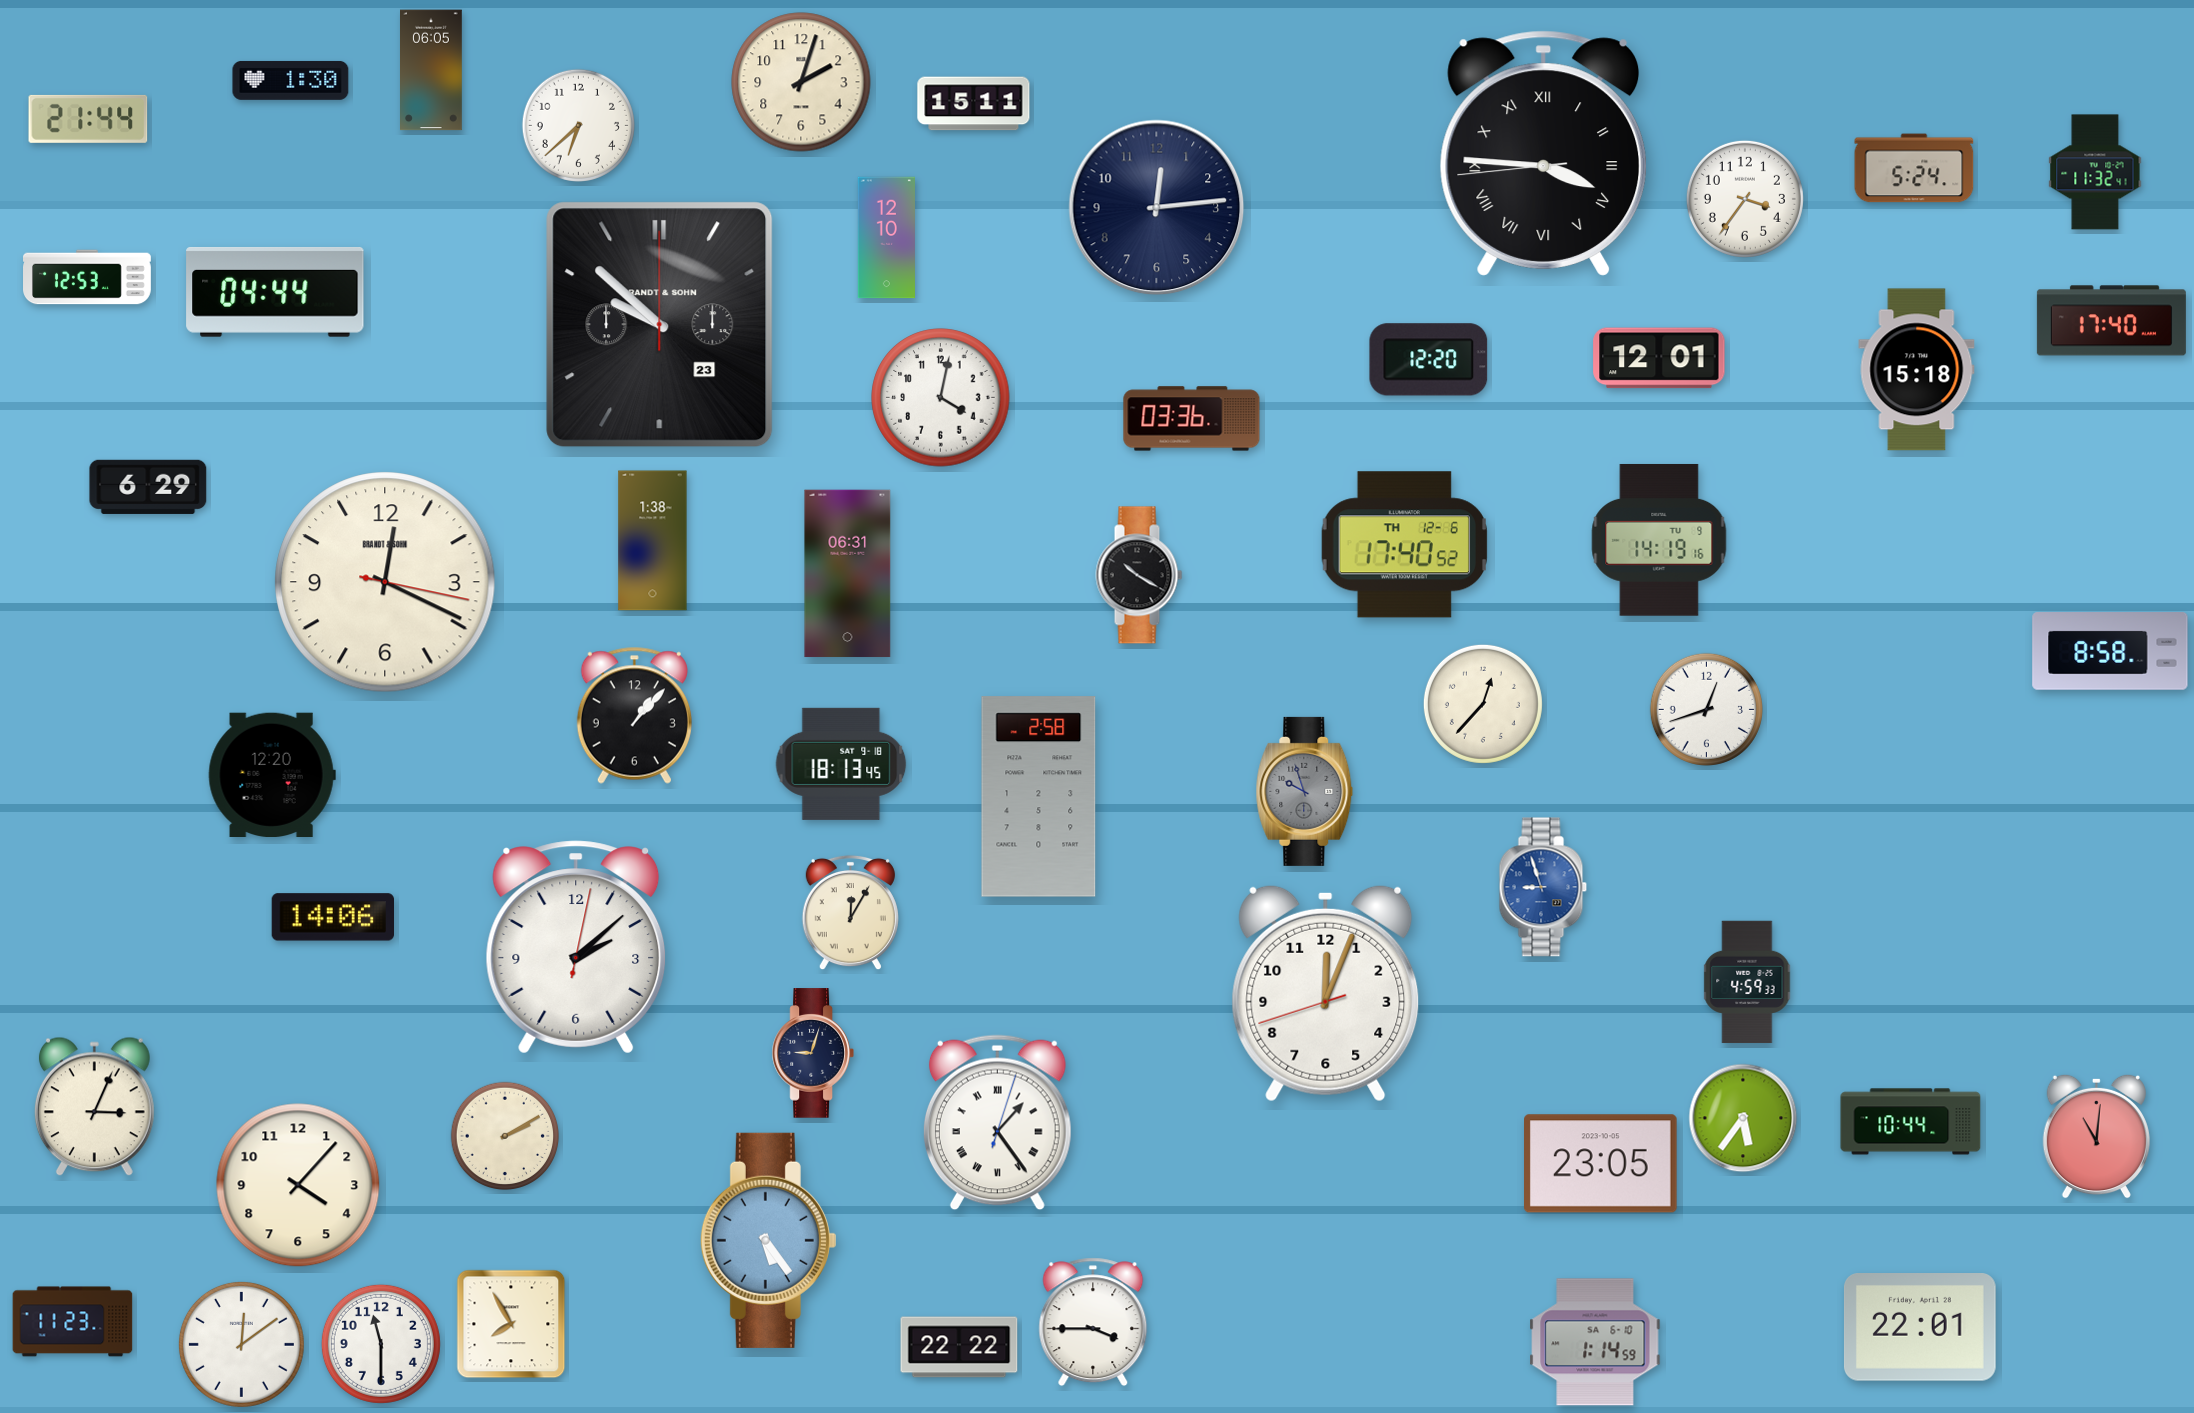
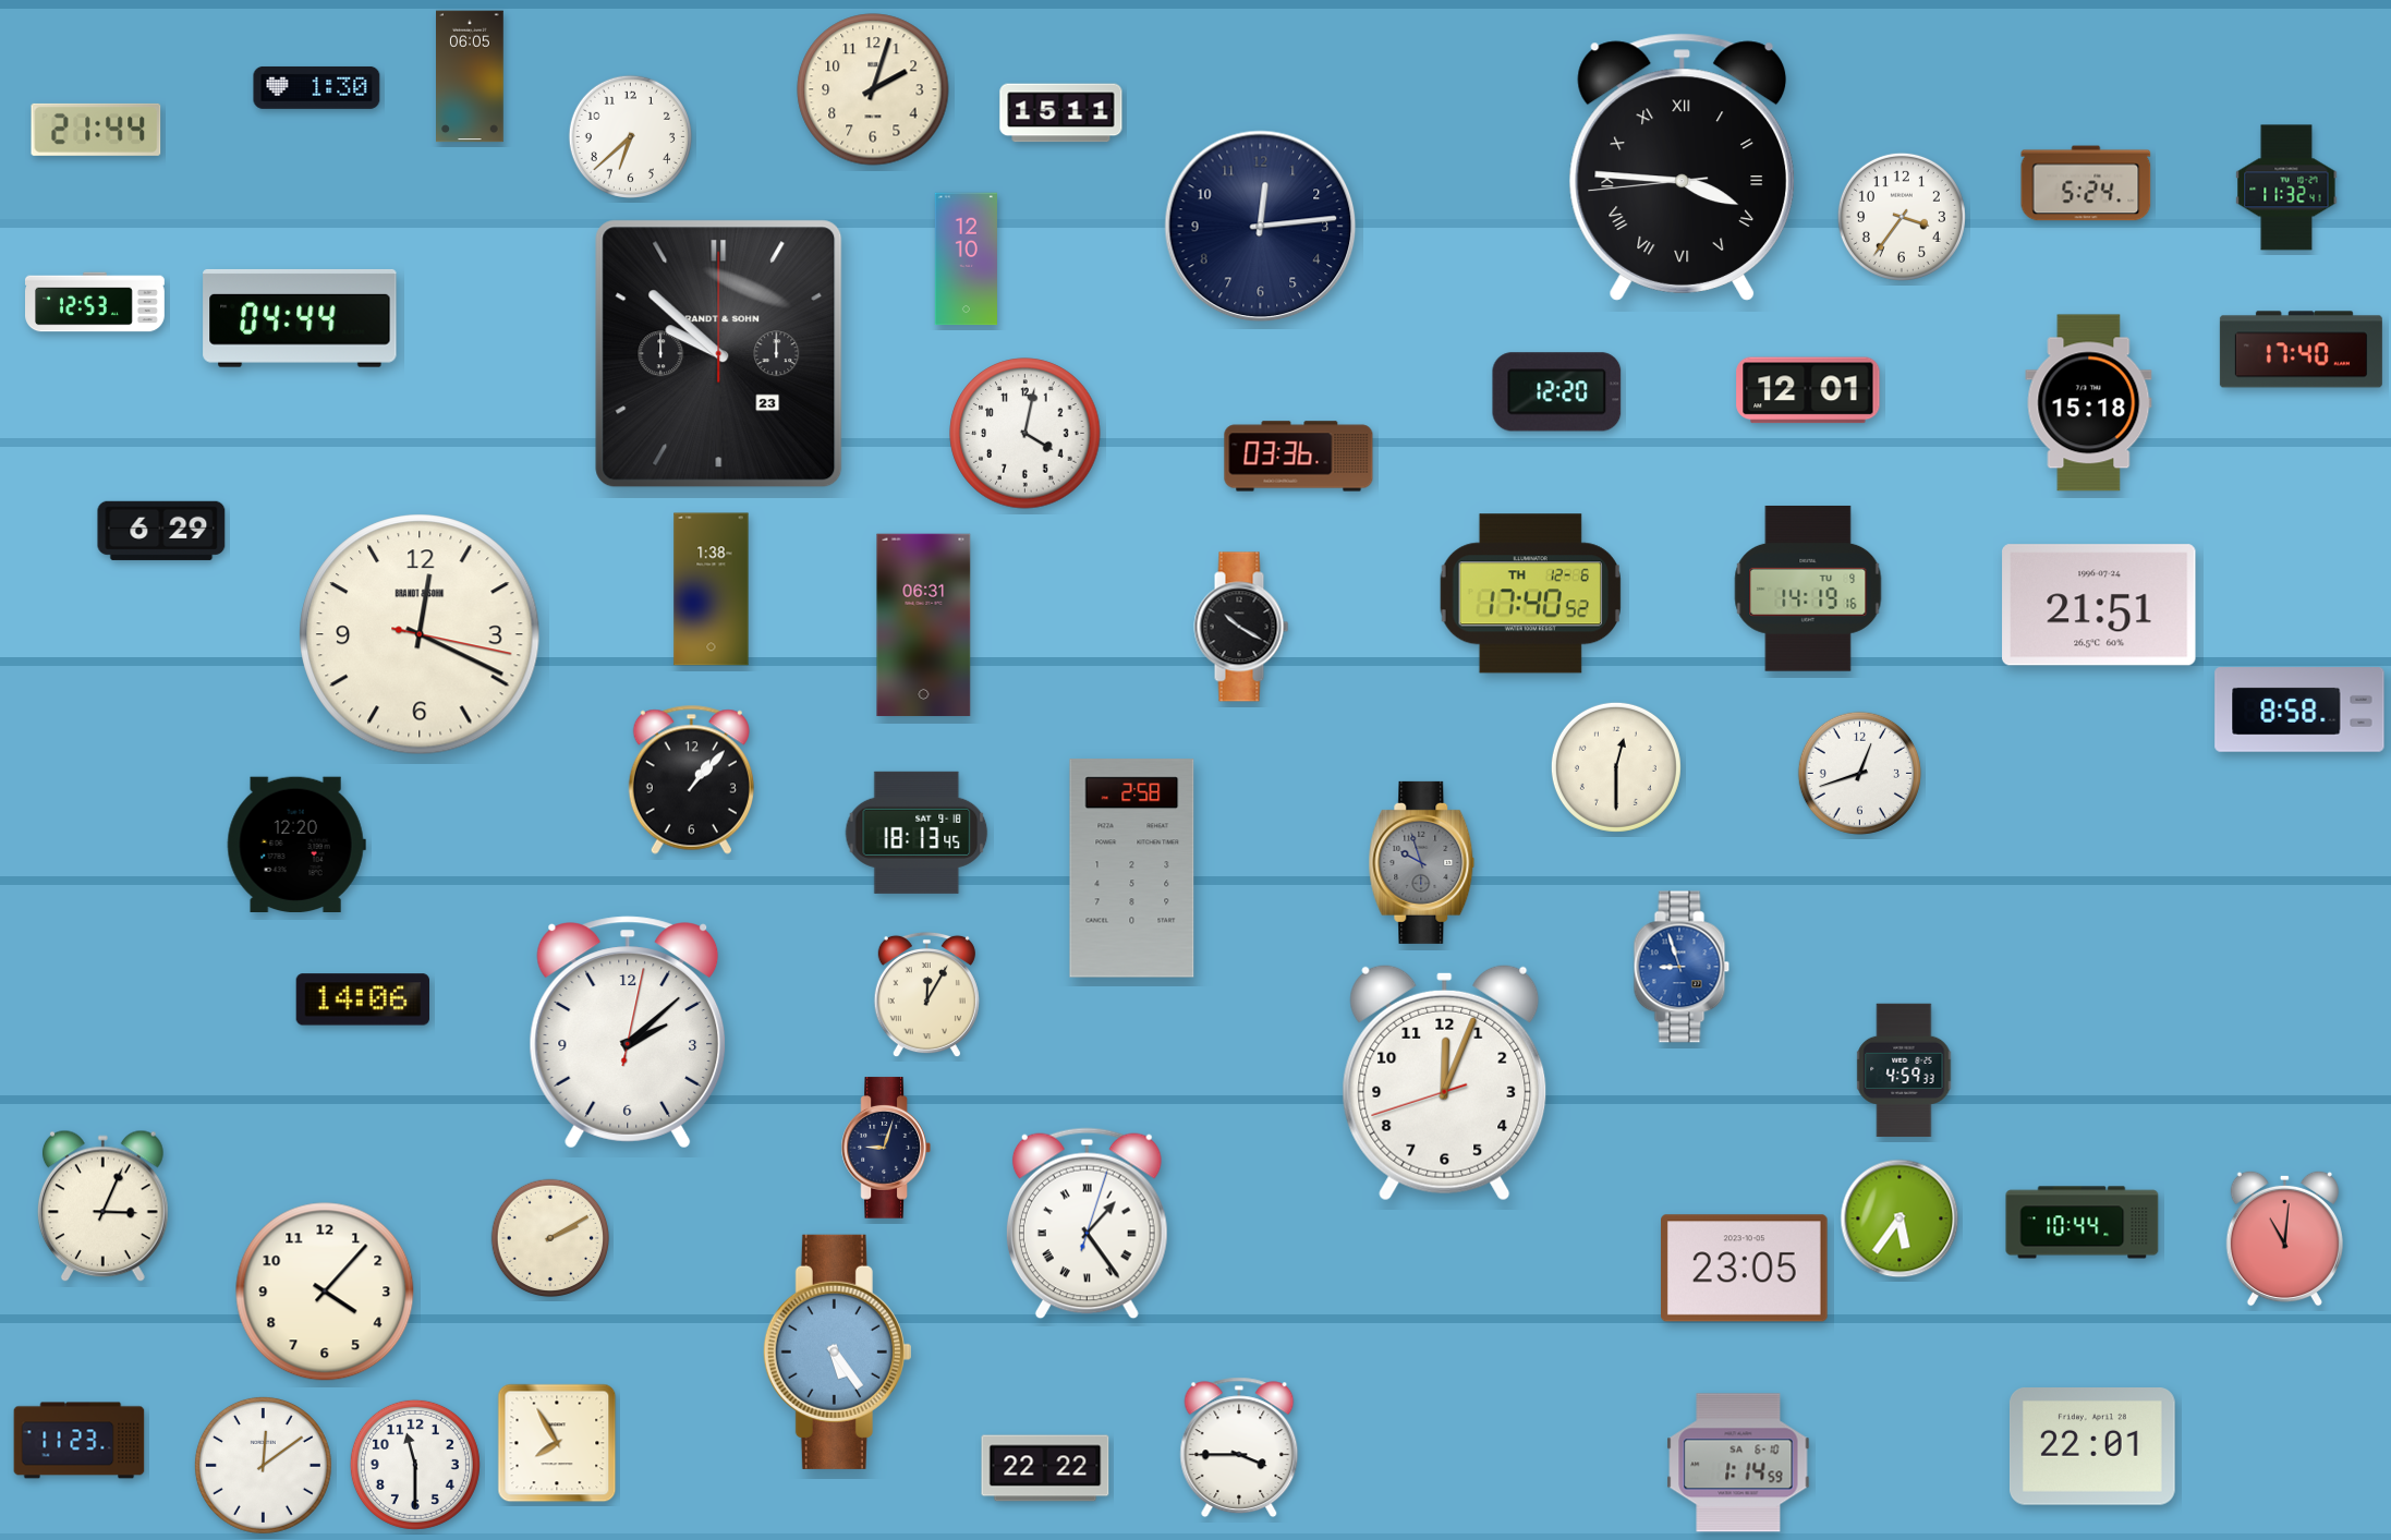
clock at (2095, 172) position: (2095, 172) -> (2286, 187)
clock at (2099, 605): none -> 21:51
clock at (1483, 704): 12:37 -> 12:30
clock at (1093, 1322) position: (1093, 1322) -> (1239, 1447)
